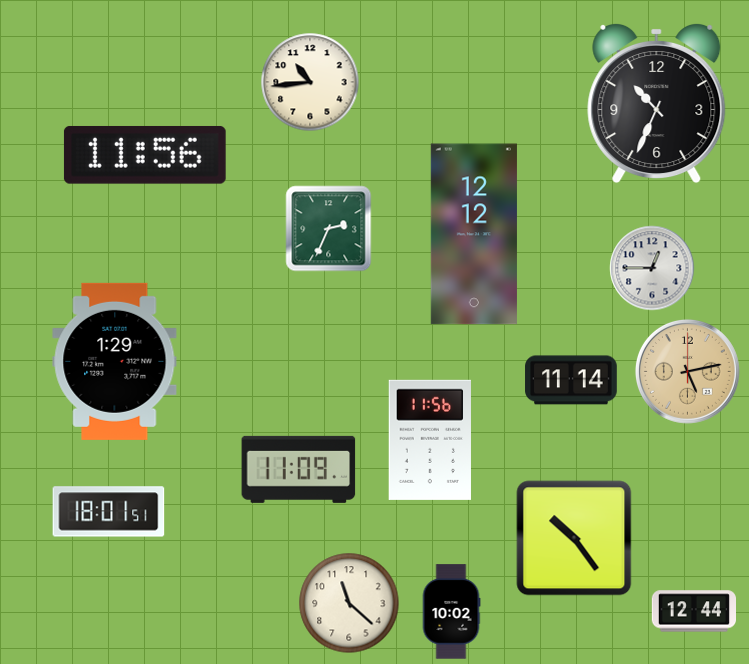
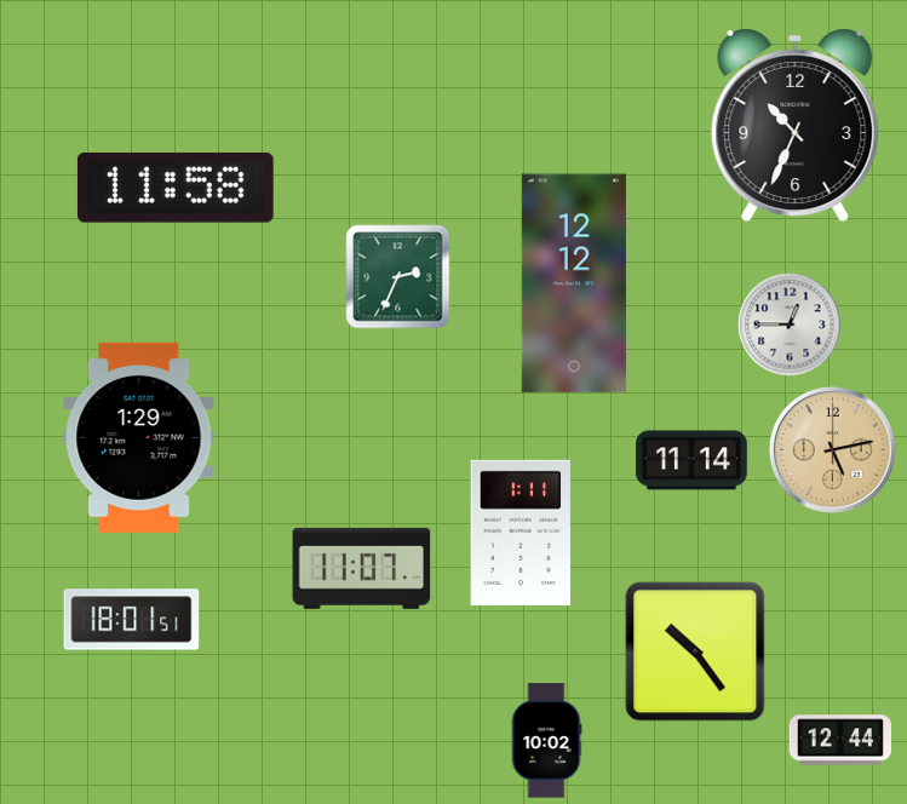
clock at (310, 82): 10:44 -> none
clock at (145, 155): 11:56 -> 11:58
clock at (429, 440): 11:56 -> 1:11
clock at (299, 469): 11:09 -> 11:07
clock at (349, 603): 11:22 -> none
